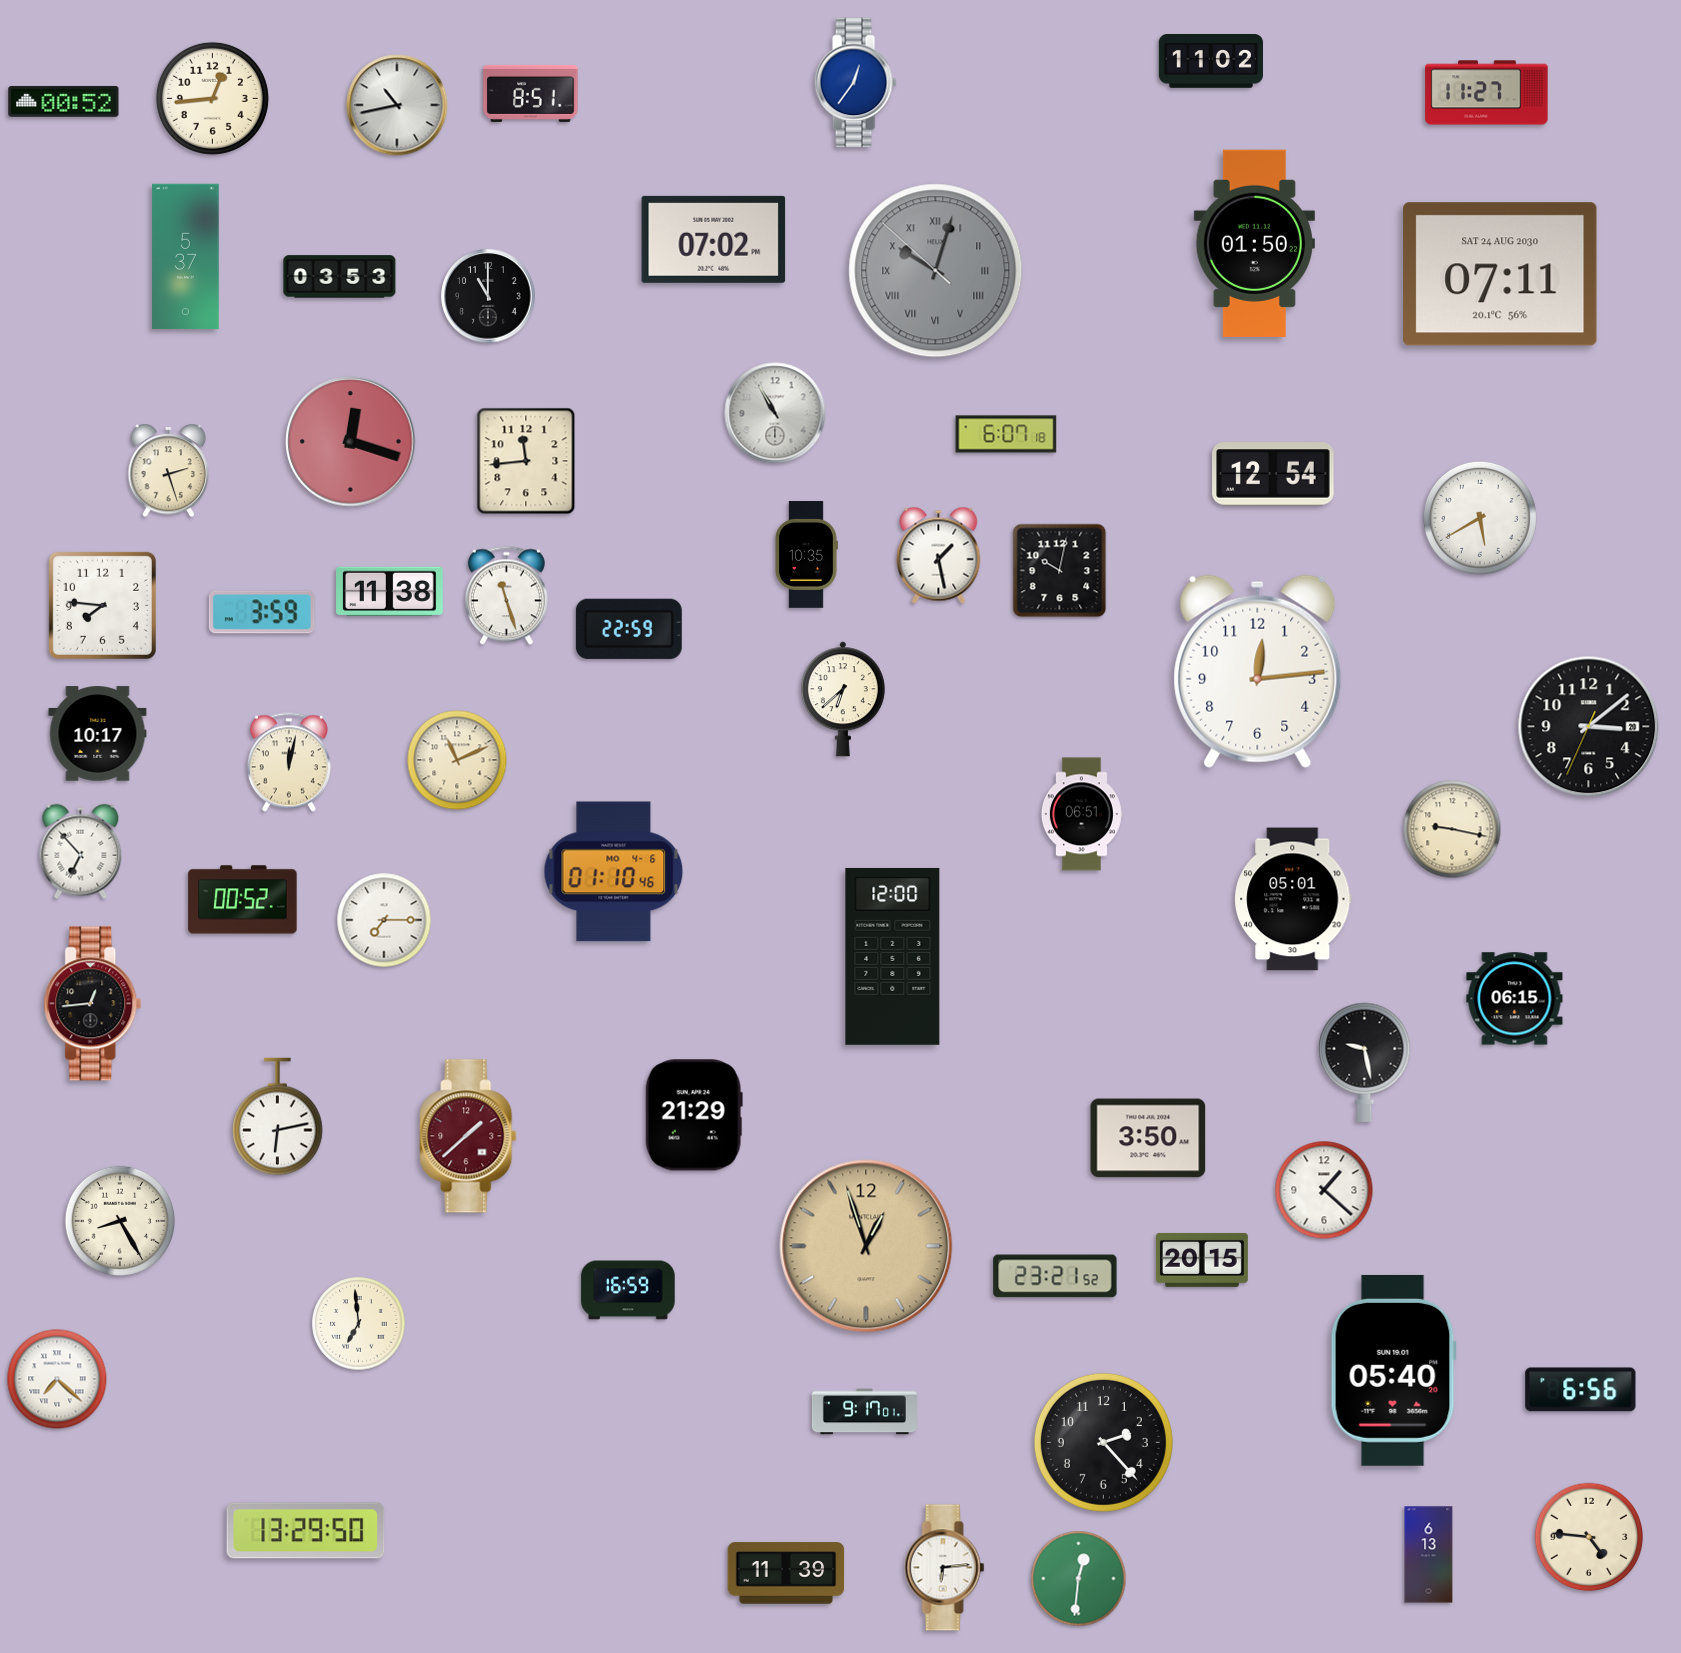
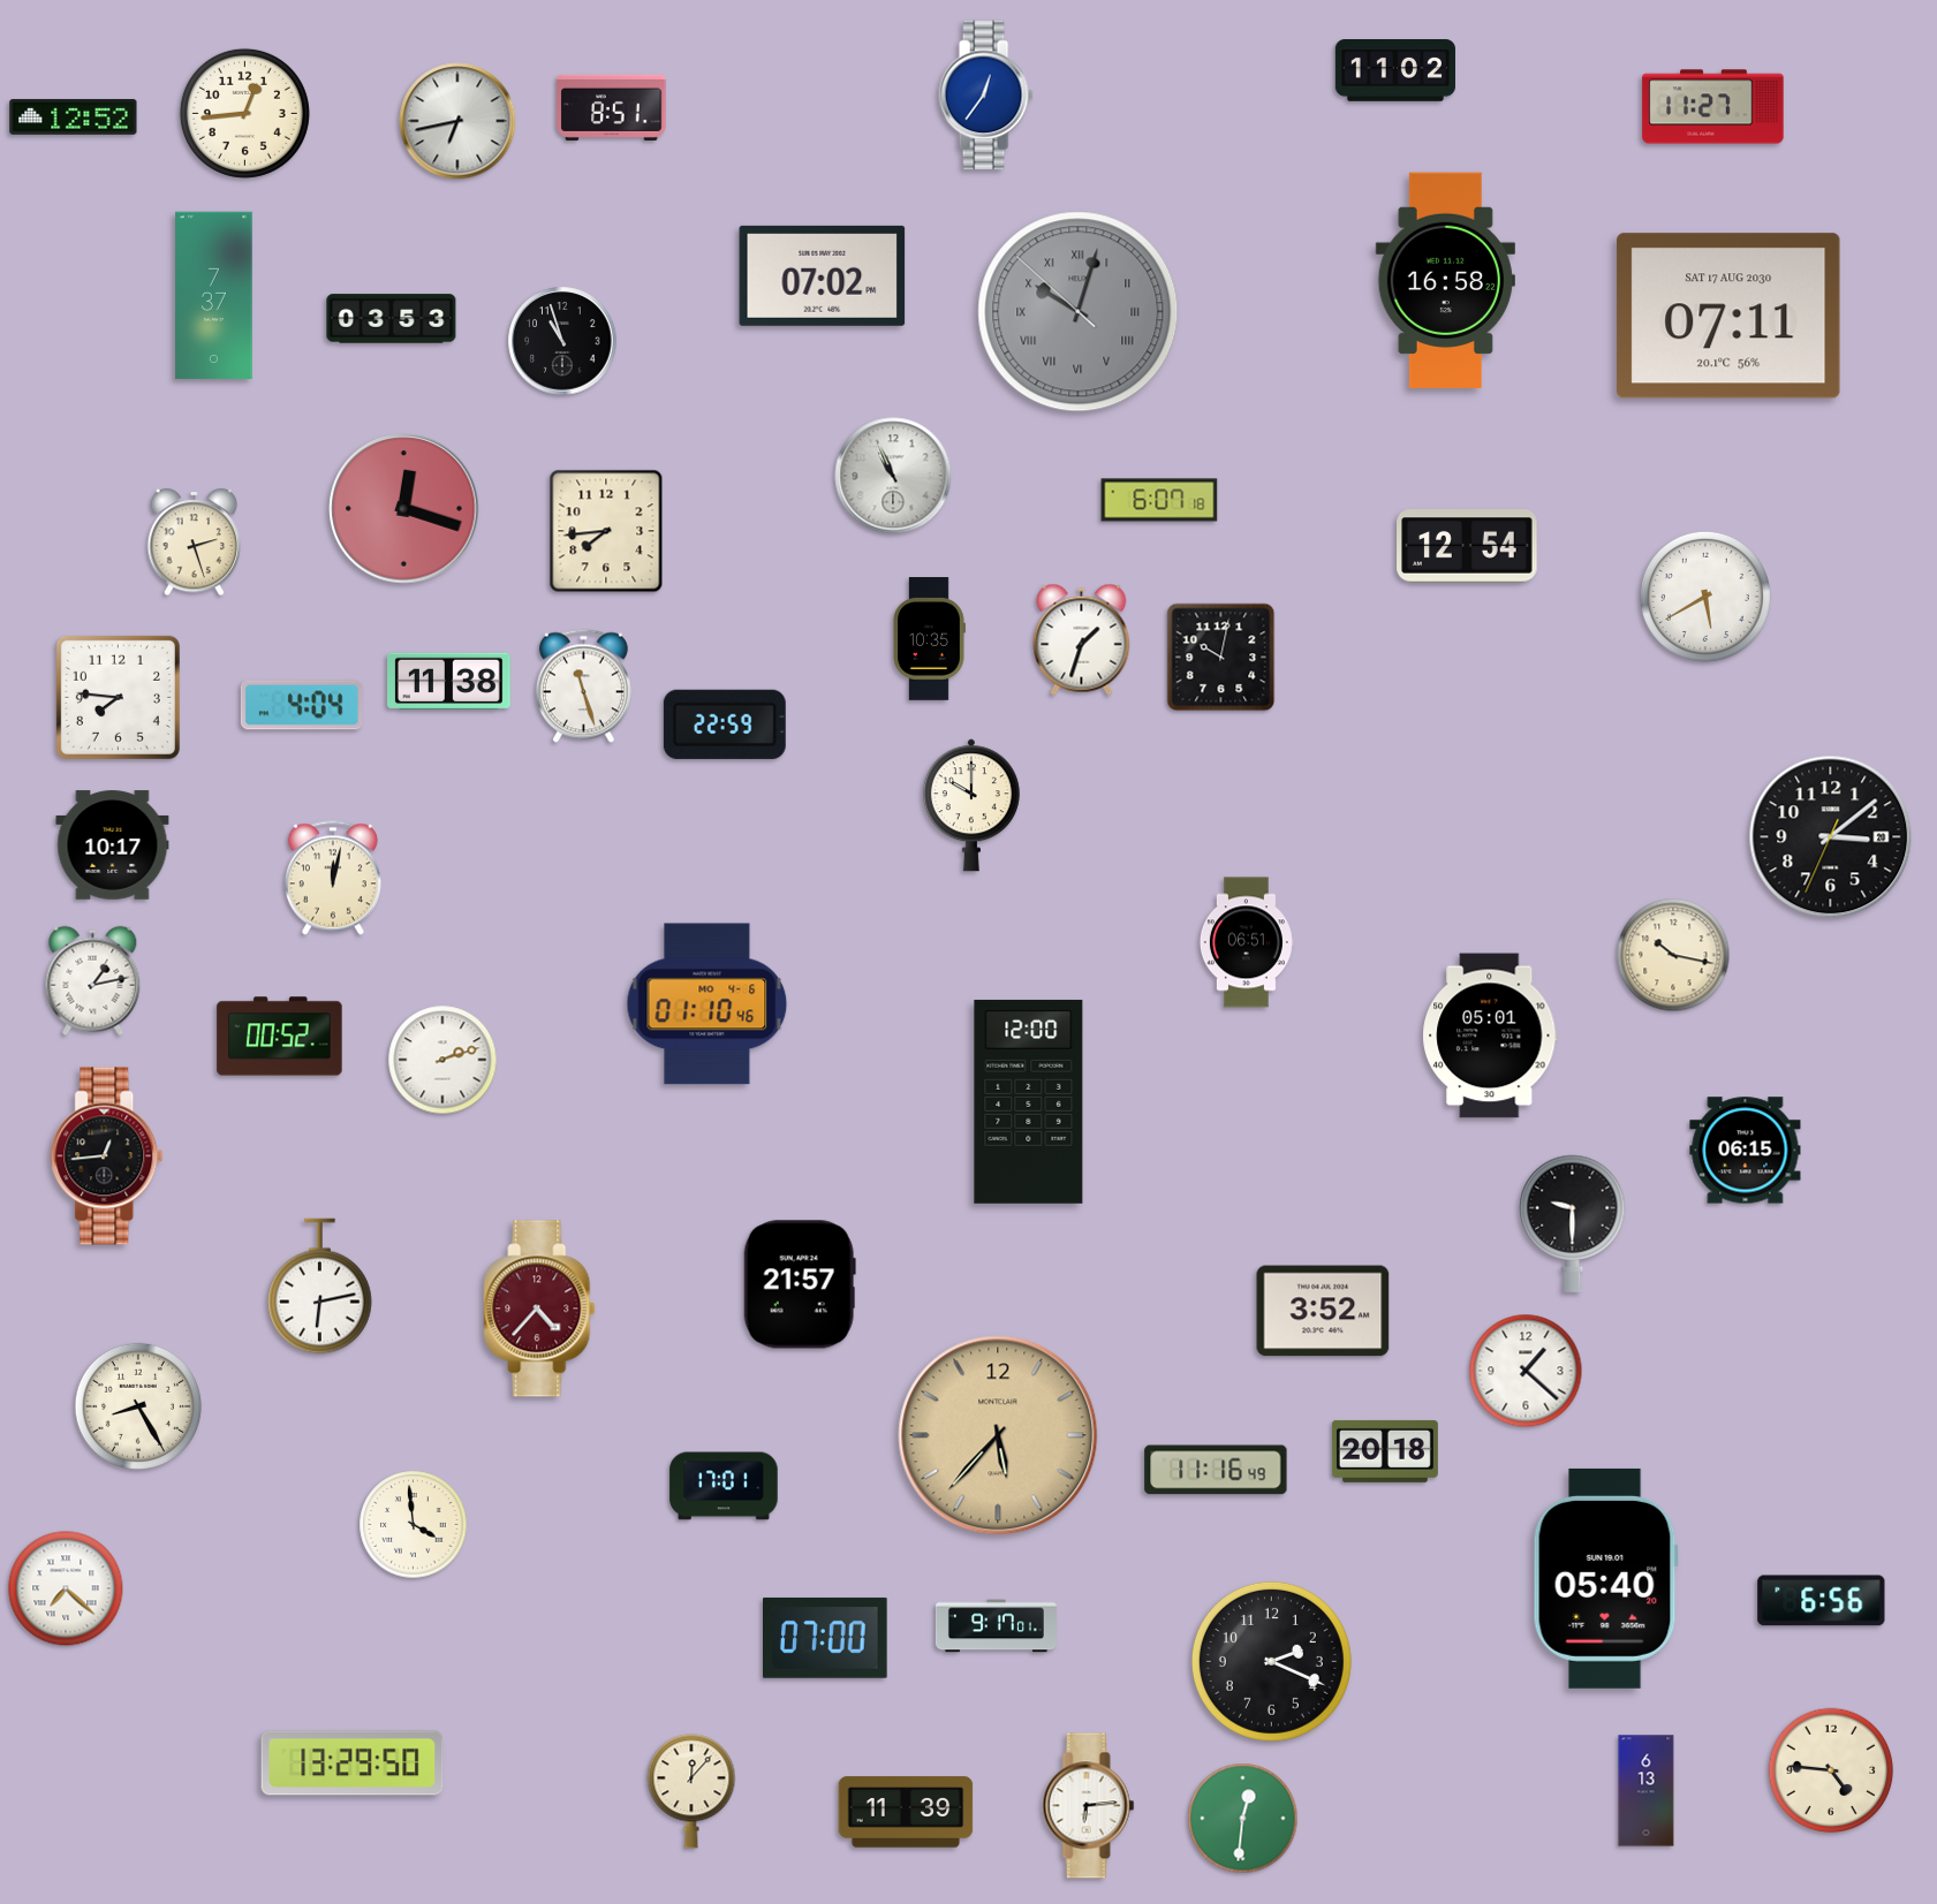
clock at (64, 101): 00:52 -> 12:52
clock at (397, 105): 10:43 -> 6:43
clock at (1254, 243): 01:50 -> 16:58
clock at (186, 257): 5:37 -> 7:37
clock at (1500, 274) date: SAT 24 AUG 2030 -> SAT 17 AUG 2030
clock at (488, 296): 11:00 -> 10:57
clock at (775, 413): 10:55 -> 10:56
clock at (526, 461): 11:44 -> 7:44
clock at (939, 555): 1:28 -> 1:33
clock at (262, 612): 3:59 -> 4:04
clock at (1258, 671): 12:14 -> none
clock at (843, 699): 6:38 -> 10:00
clock at (457, 760): 11:11 -> none
clock at (1082, 814) position: (1082, 814) -> (1247, 942)
clock at (1452, 829): 9:17 -> 10:17
clock at (81, 852): 6:53 -> 1:13
clock at (384, 920): 7:15 -> 2:12
clock at (1365, 1062): 9:28 -> 9:30
clock at (694, 1115): 21:29 -> 21:57
clock at (468, 1136): 1:38 -> 4:37
clock at (1148, 1138): 3:50 -> 3:52
clock at (866, 1246): 12:57 -> 5:37
clock at (1202, 1260): 20:15 -> 20:18
clock at (1055, 1276): 23:21 -> 11:16
clock at (628, 1290): 16:59 -> 17:01
clock at (359, 1324): 6:59 -> 3:59
clock at (826, 1638): none -> 07:00
clock at (1103, 1442): 2:23 -> 2:19
clock at (691, 1791): none -> 12:07
